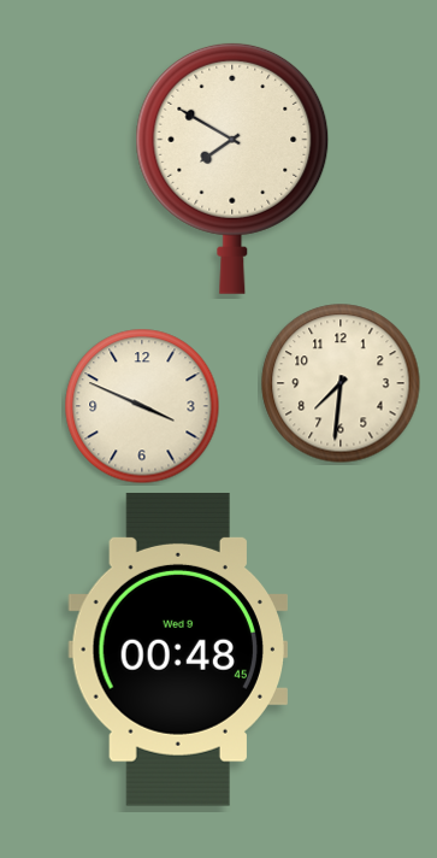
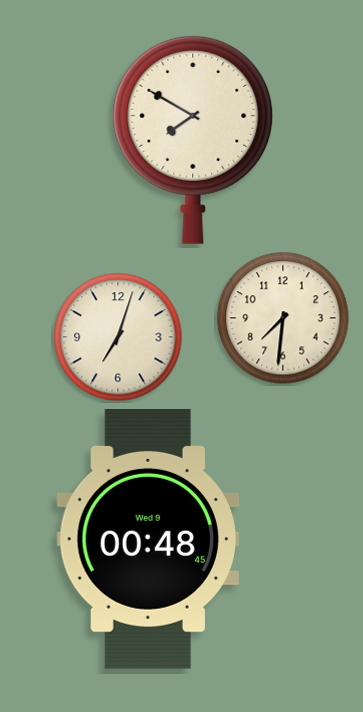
clock at (142, 406): 3:49 -> 7:03
